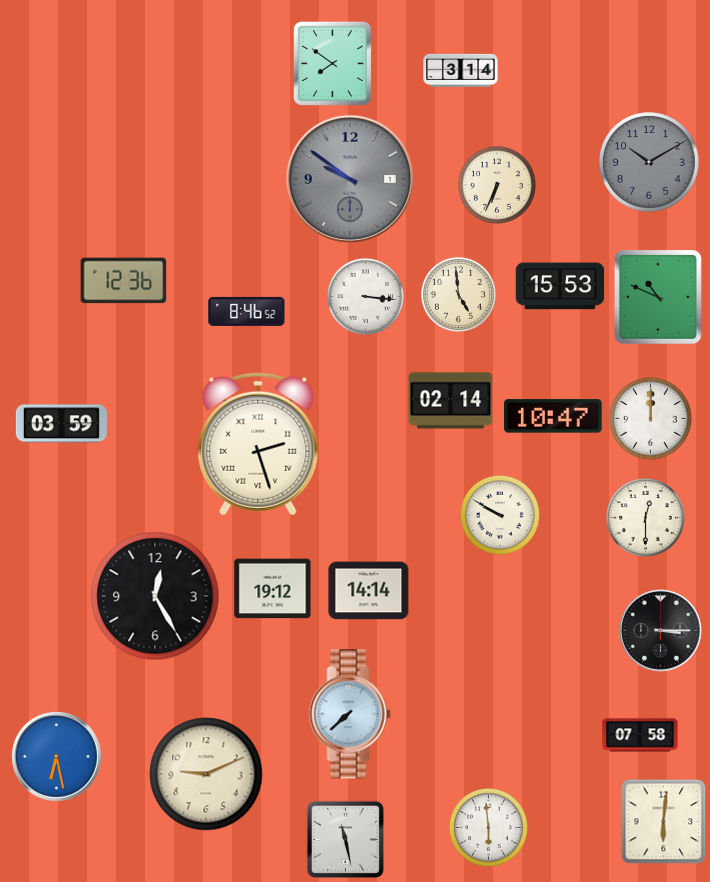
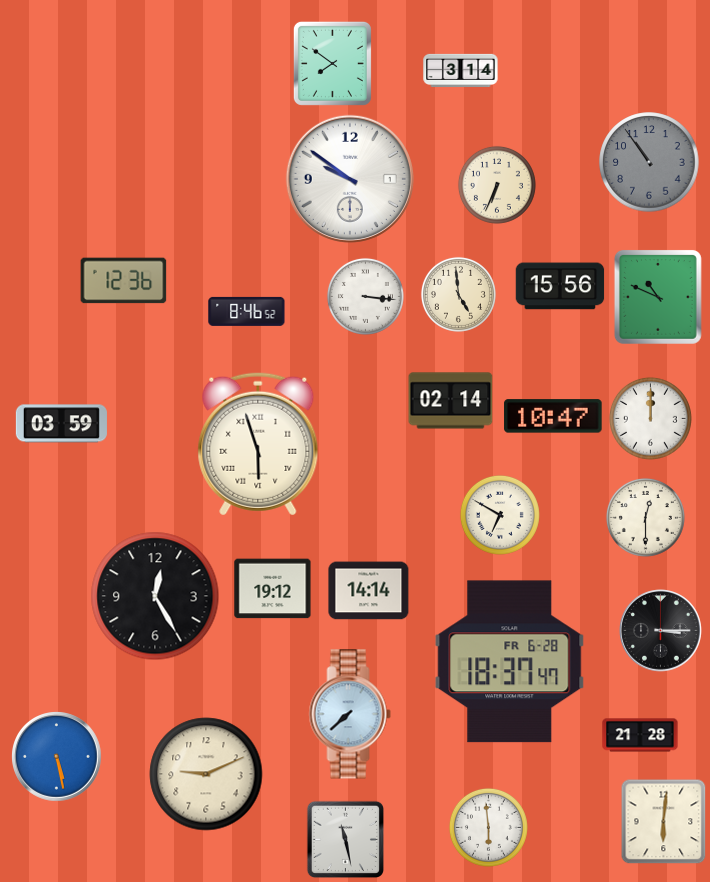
clock at (649, 162): 10:10 -> 10:54
clock at (350, 179) dial: grey -> white
clock at (560, 286): 15:53 -> 15:56
clock at (258, 444): 2:27 -> 5:57
clock at (500, 515): 9:50 -> 6:50
clock at (510, 662): none -> 18:37
clock at (640, 735): 07:58 -> 21:28
clock at (57, 757): 6:28 -> 5:28
